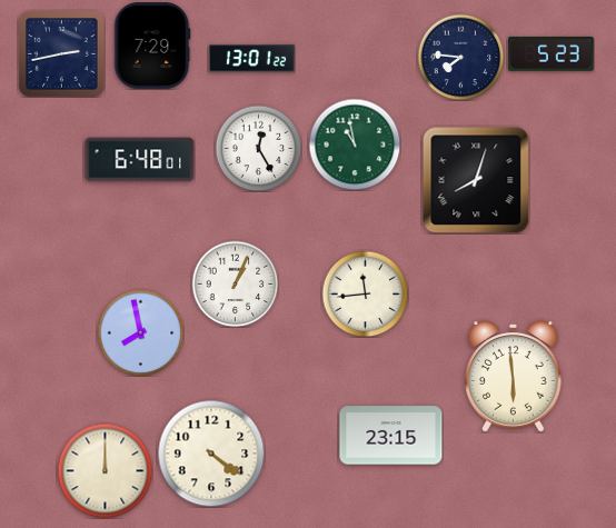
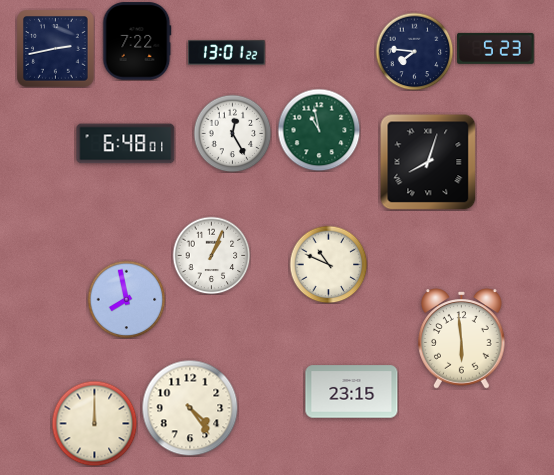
clock at (152, 46): 7:29 -> 7:22
clock at (365, 293): 11:44 -> 10:49
clock at (211, 454): 4:21 -> 4:24
